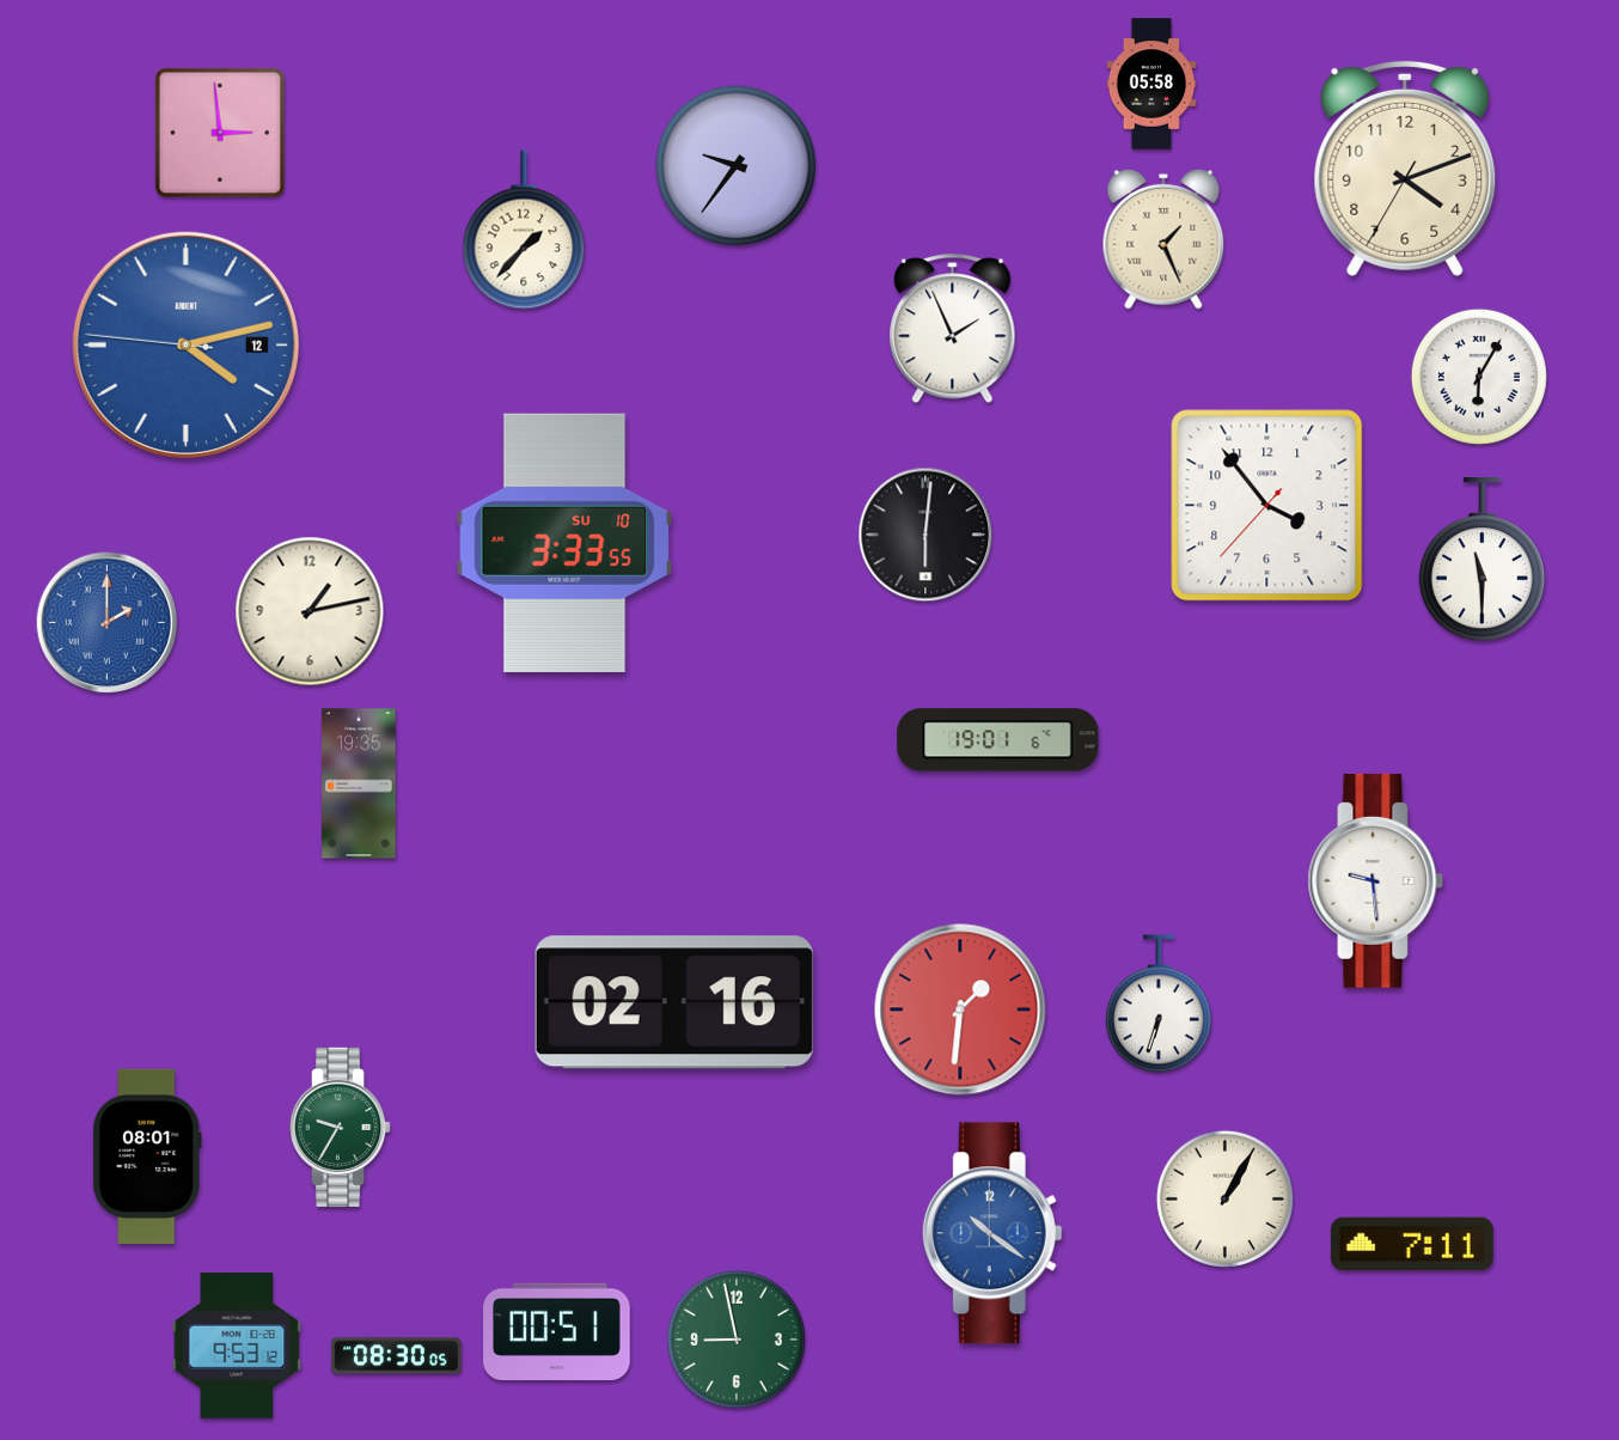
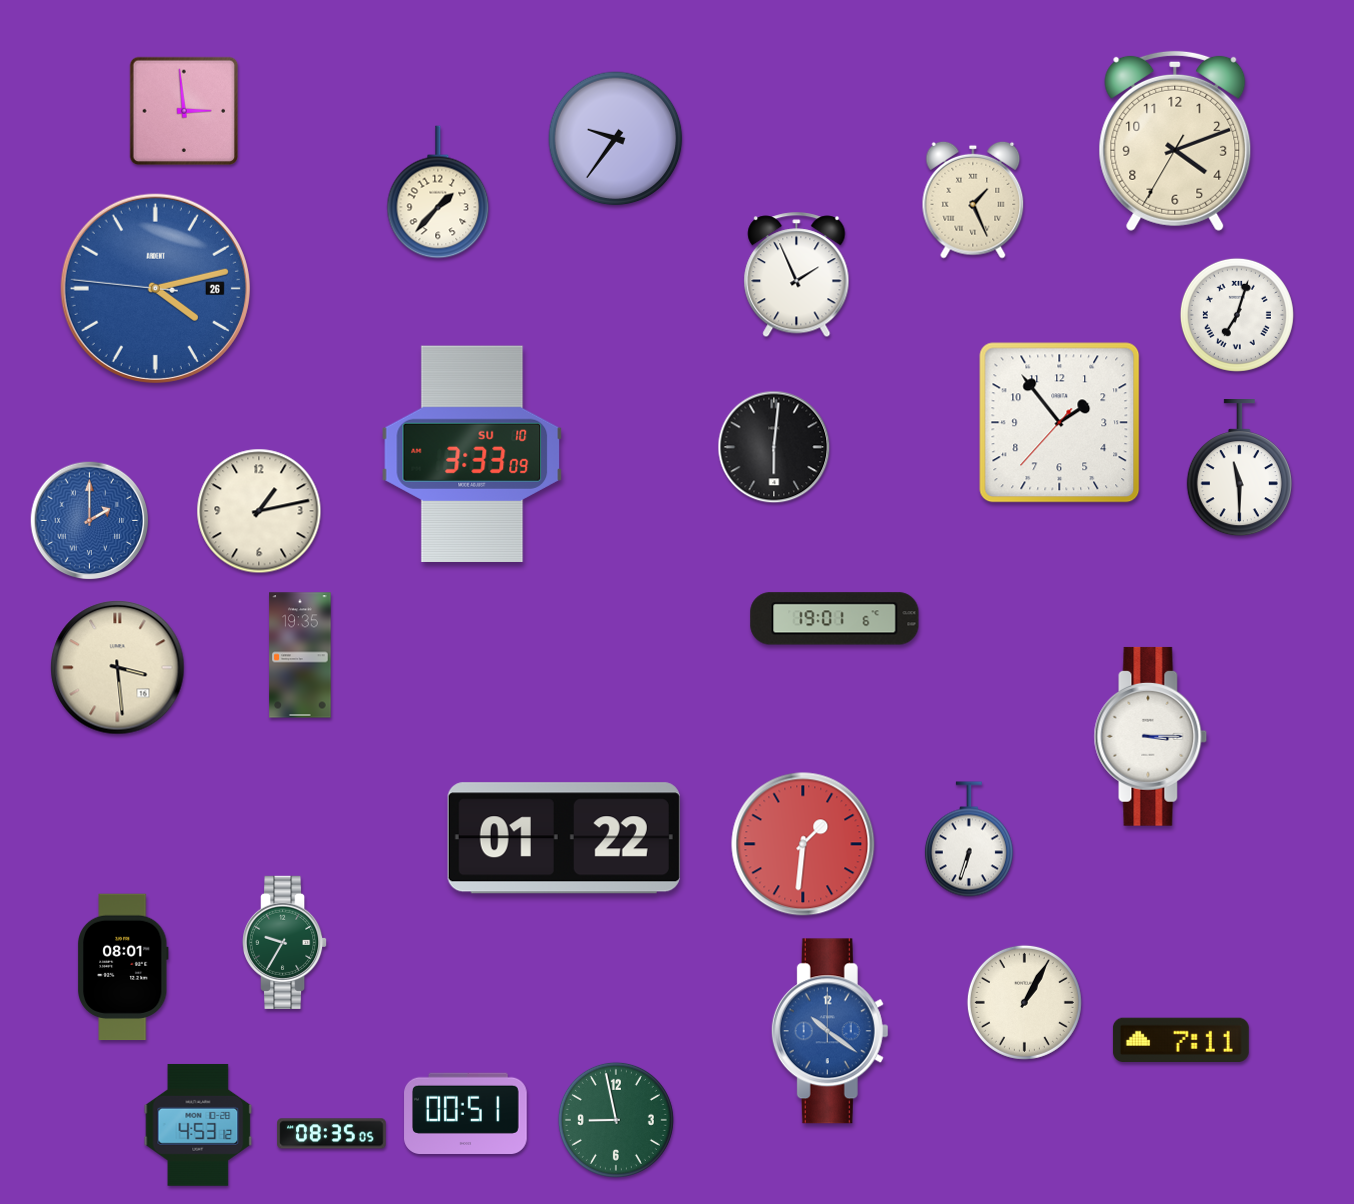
clock at (1151, 84): 05:58 -> none
clock at (185, 344) date: 12 -> 26
clock at (1479, 377): 6:05 -> 7:03
clock at (1267, 506): 3:53 -> 1:53
clock at (564, 543): 3:33:55 -> 3:33:09
clock at (118, 668): none -> 3:29
clock at (1376, 880): 9:29 -> 3:15
clock at (674, 1002): 02:16 -> 01:22
clock at (237, 1346): 9:53 -> 4:53
clock at (397, 1356): 08:30 -> 08:35
